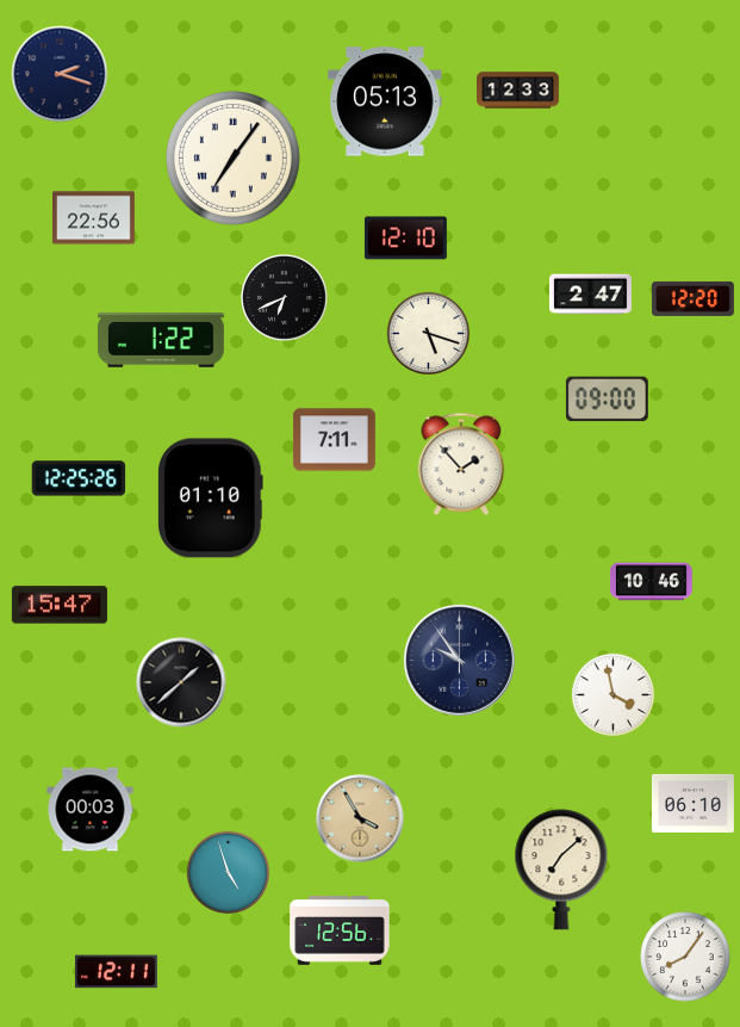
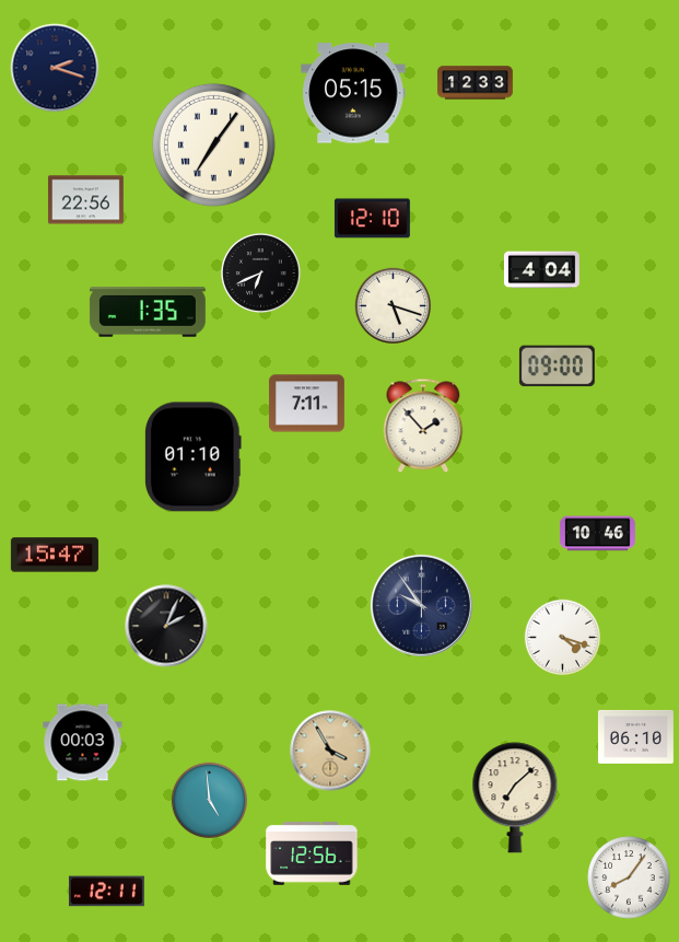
clock at (385, 101): 05:13 -> 05:15
clock at (590, 295): 2:47 -> 4:04
clock at (692, 298): 12:20 -> none
clock at (161, 340): 1:22 -> 1:35
clock at (79, 478): 12:25 -> none
clock at (181, 682): 1:38 -> 2:04
clock at (614, 695): 3:58 -> 4:18
clock at (229, 873): 4:57 -> 4:59
